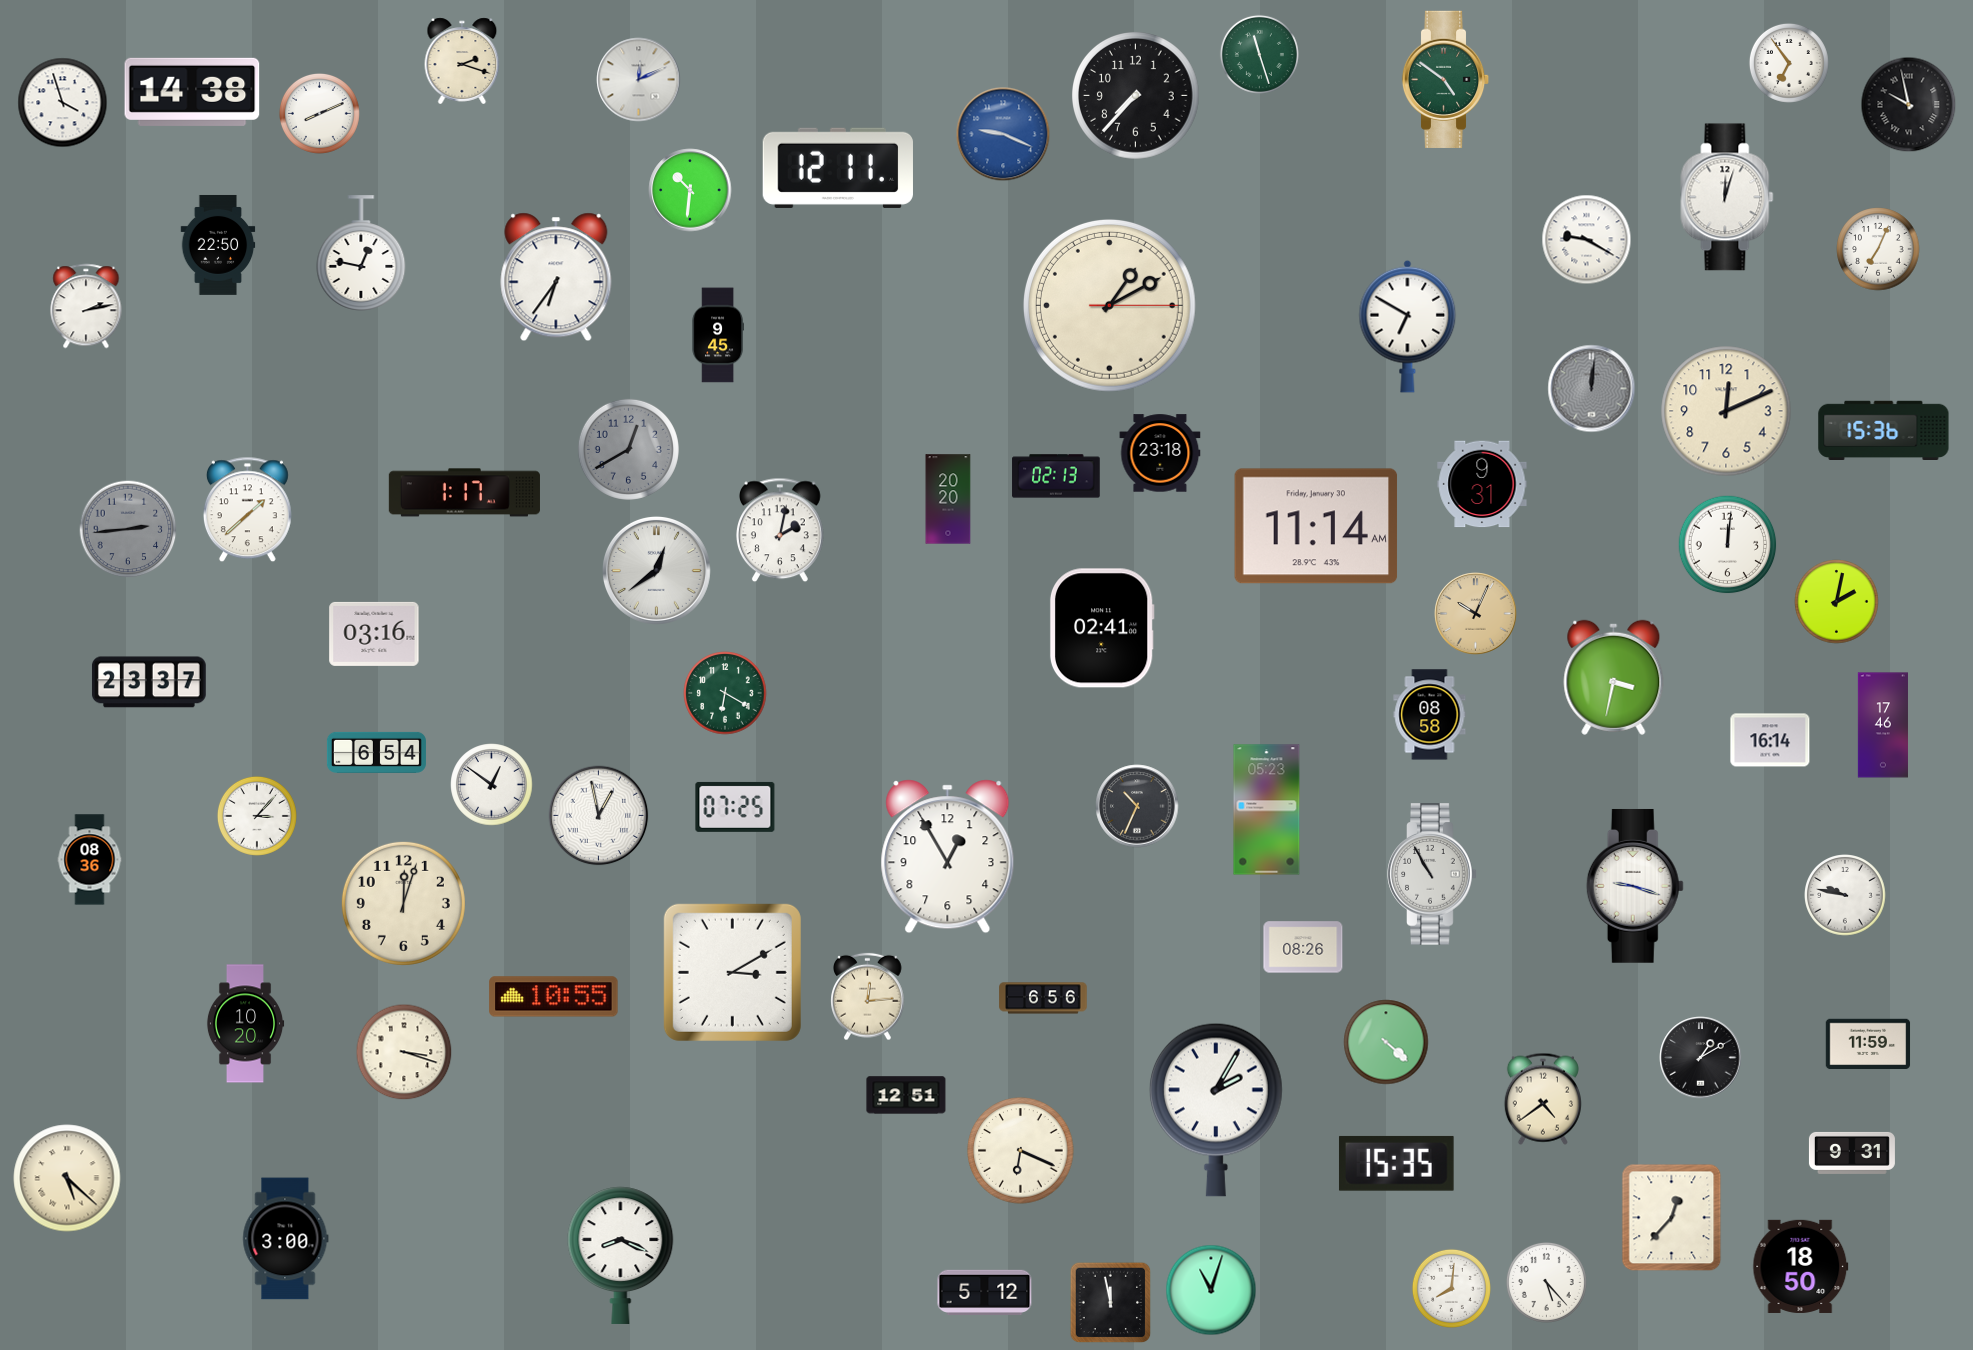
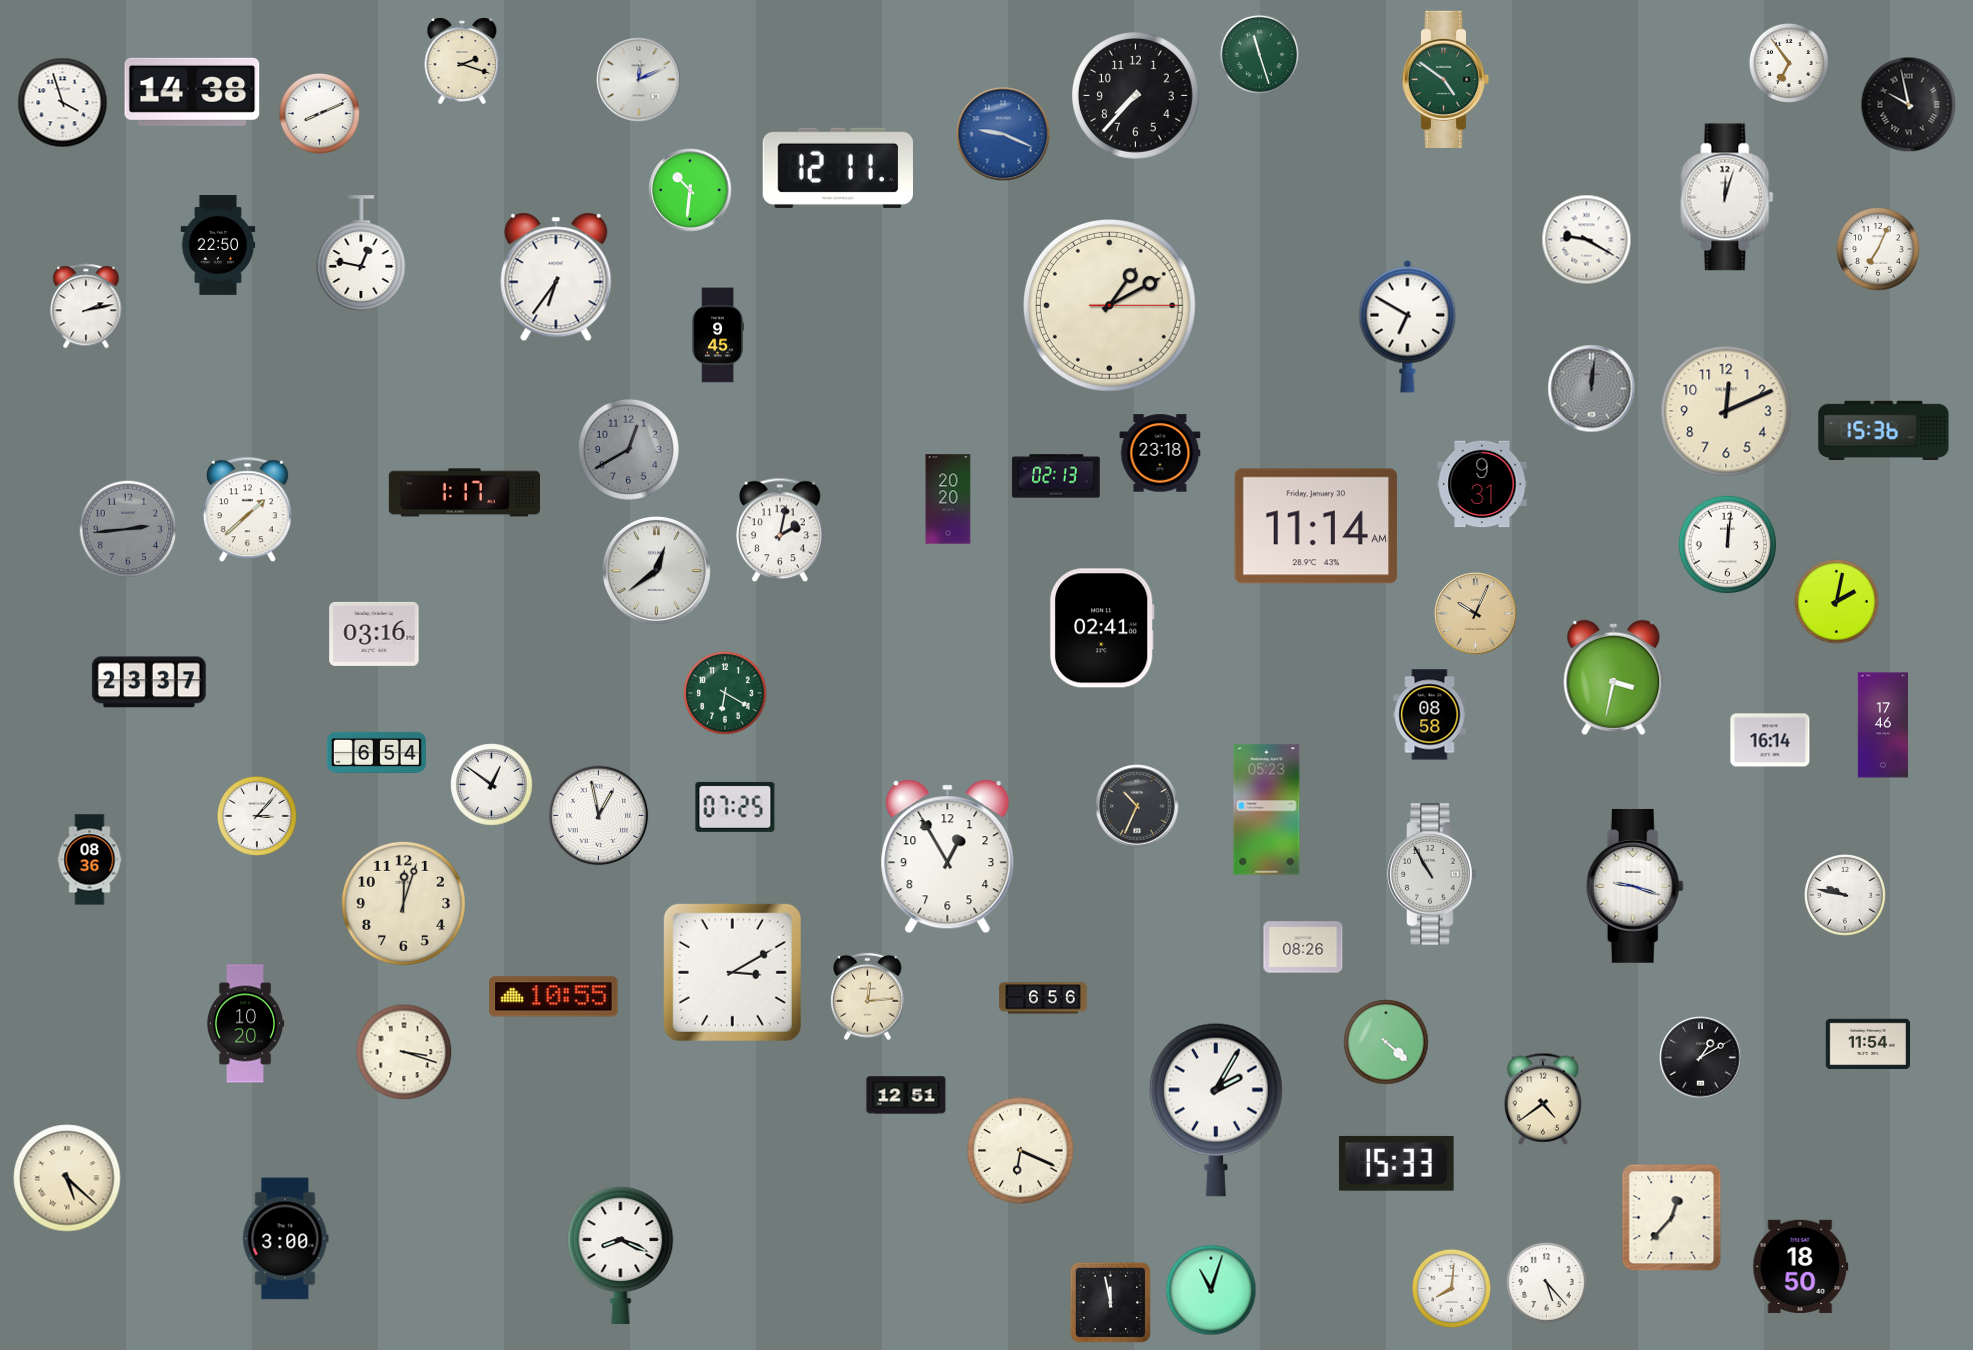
clock at (1868, 1044): 11:59 -> 11:54
clock at (1852, 1153): 9:31 -> none
clock at (1396, 1163): 15:35 -> 15:33
clock at (985, 1292): 5:12 -> none
